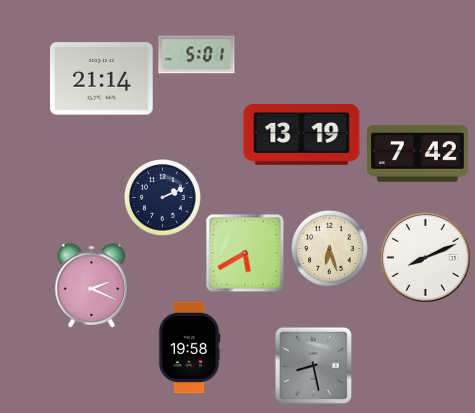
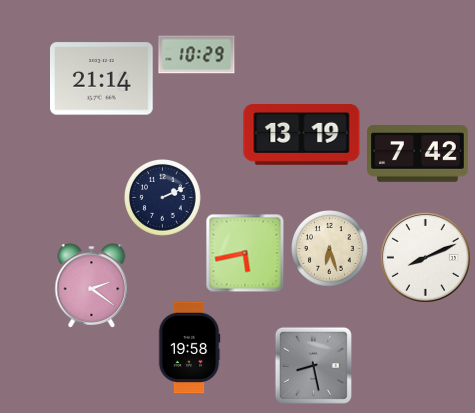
clock at (197, 55): 5:01 -> 10:29
clock at (245, 253): 5:40 -> 5:43
clock at (92, 286): 2:19 -> 2:21
